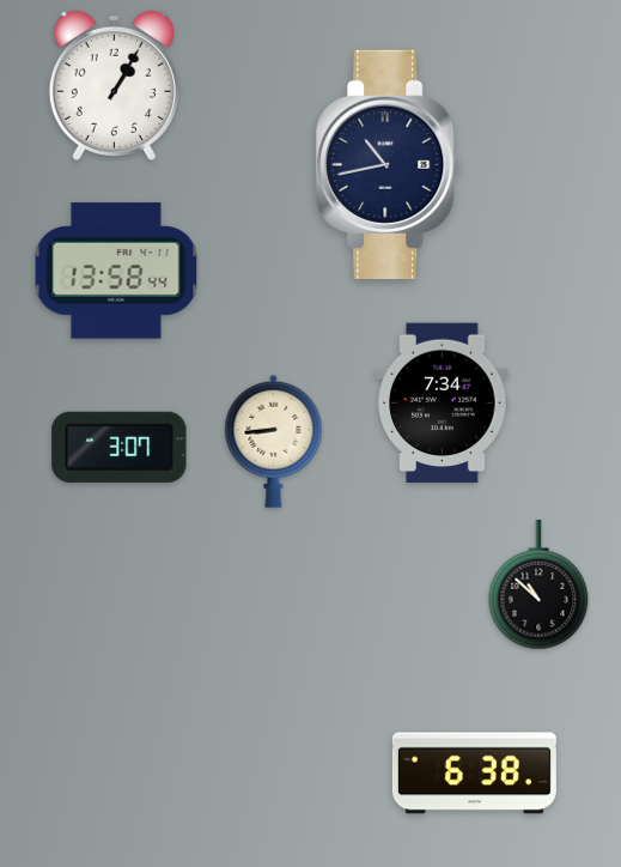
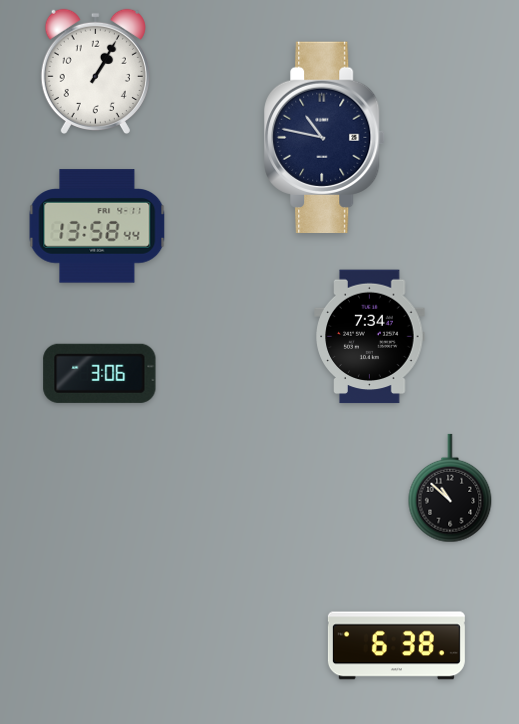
clock at (389, 164): 10:43 -> 10:47
clock at (274, 441): 8:44 -> none
clock at (120, 447): 3:07 -> 3:06
